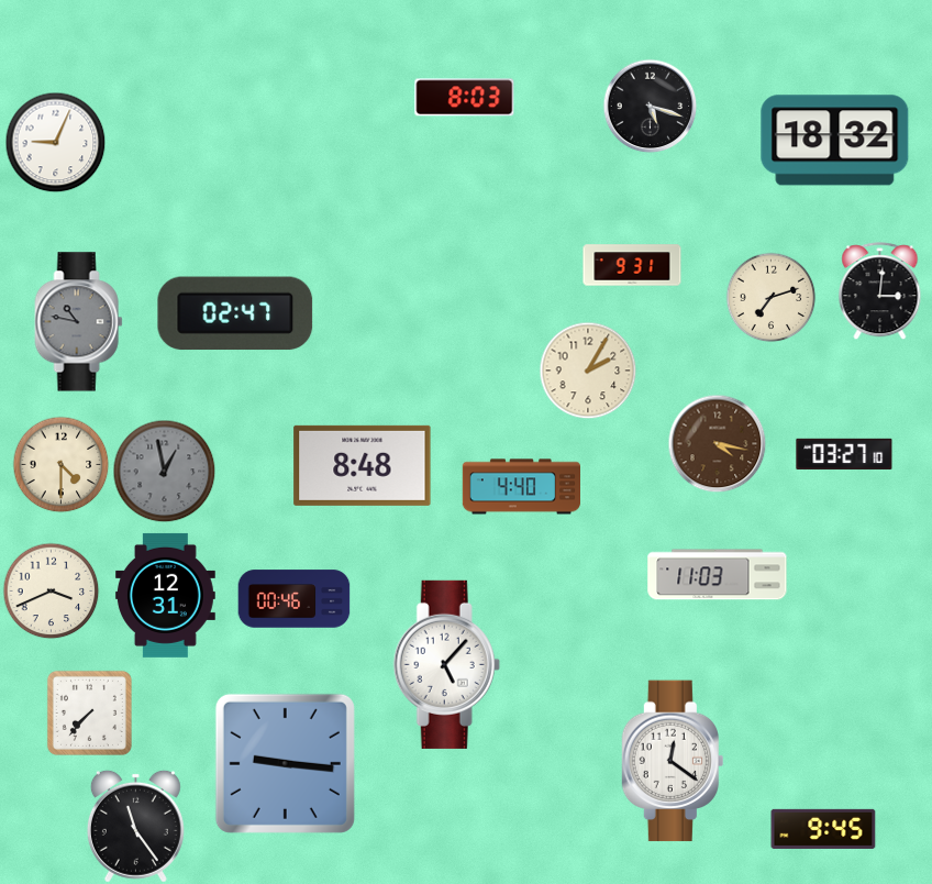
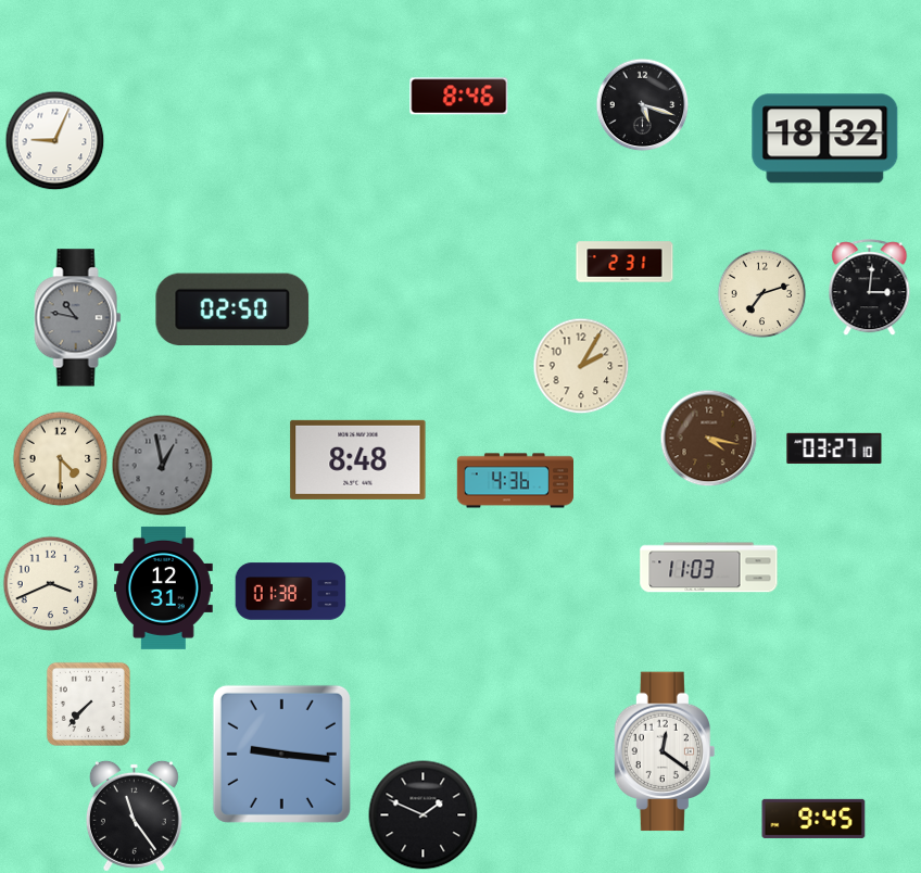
clock at (465, 98): 8:03 -> 8:46
clock at (632, 265): 9:31 -> 2:31
clock at (235, 313): 02:47 -> 02:50
clock at (521, 487): 4:40 -> 4:36
clock at (295, 599): 00:46 -> 01:38
clock at (446, 664): 5:07 -> none
clock at (424, 815): none -> 1:49
